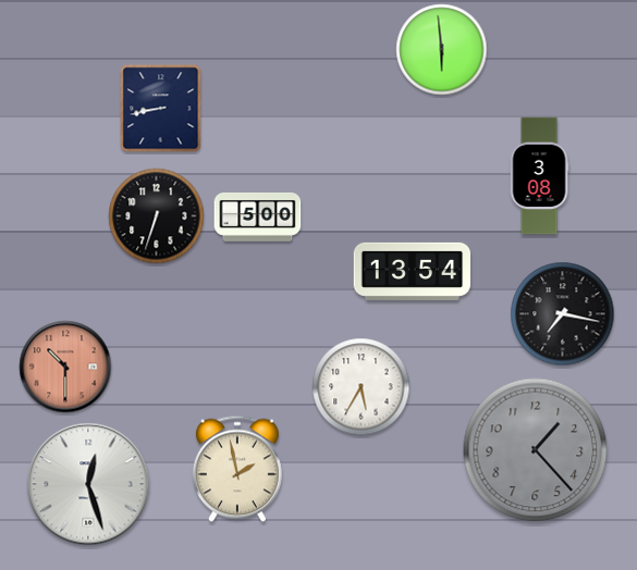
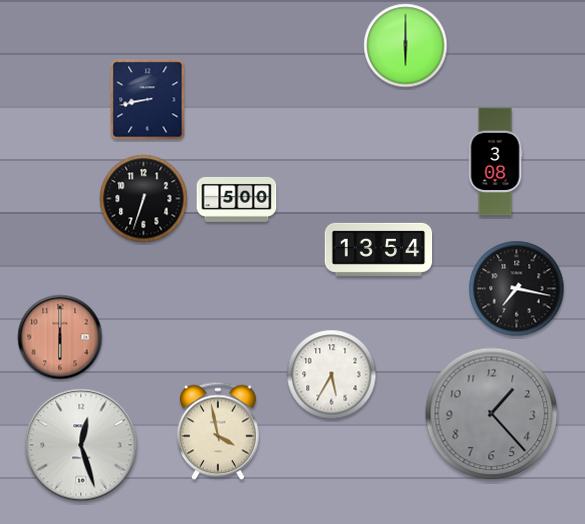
clock at (442, 50): 5:59 -> 6:00
clock at (65, 367): 10:30 -> 6:00
clock at (362, 387) position: (362, 387) -> (332, 375)
clock at (237, 469): 1:58 -> 3:58
